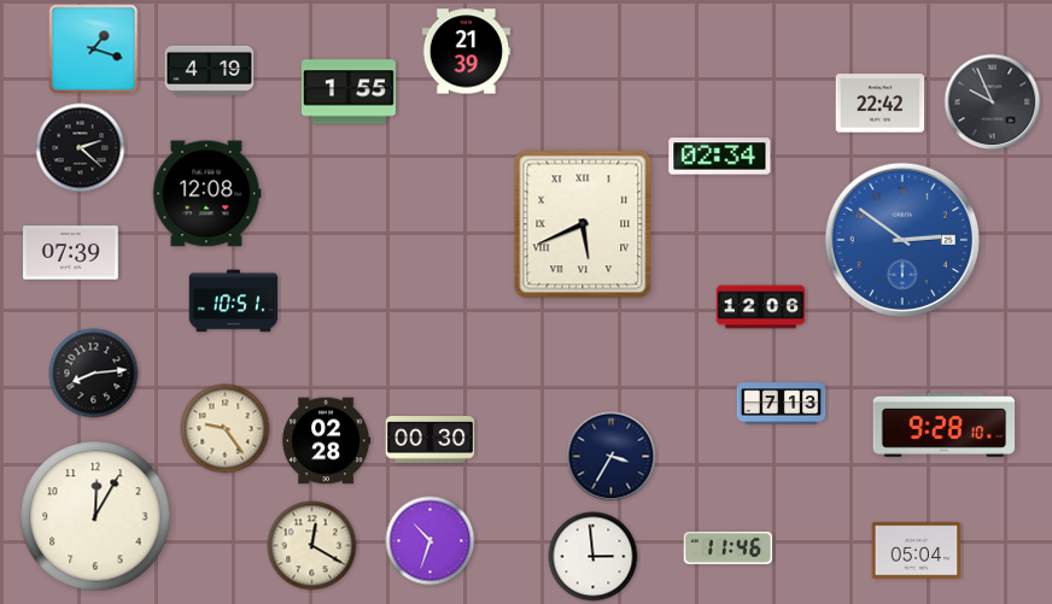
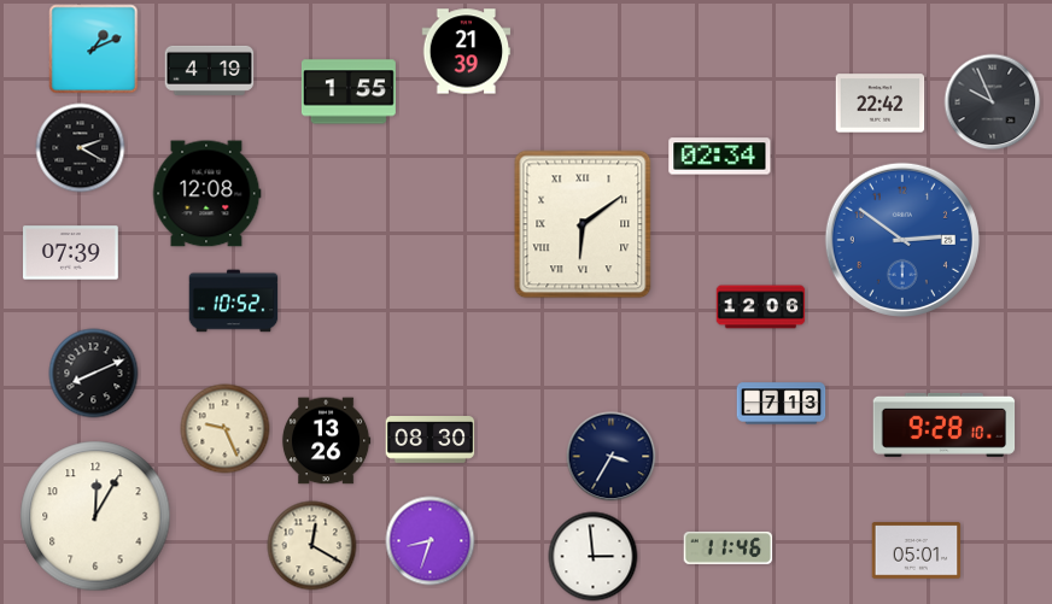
clock at (94, 49): 1:18 -> 1:11
clock at (81, 148): 2:22 -> 2:20
clock at (583, 224): 5:41 -> 6:09
clock at (234, 301): 10:51 -> 10:52
clock at (94, 374): 8:14 -> 8:11
clock at (226, 429): 9:24 -> 9:26
clock at (431, 440): 00:30 -> 08:30
clock at (326, 441): 02:28 -> 13:26
clock at (431, 541): 10:33 -> 8:33
clock at (917, 551): 05:04 -> 05:01
